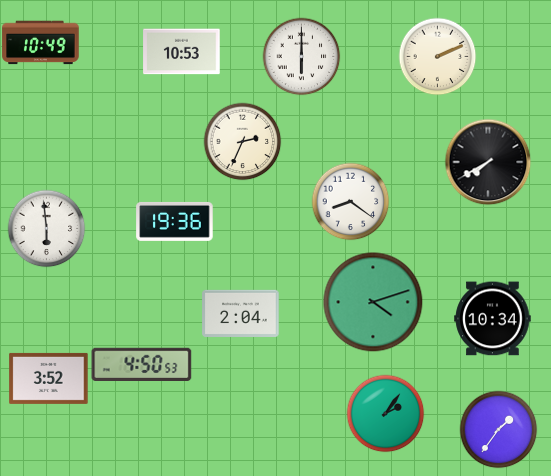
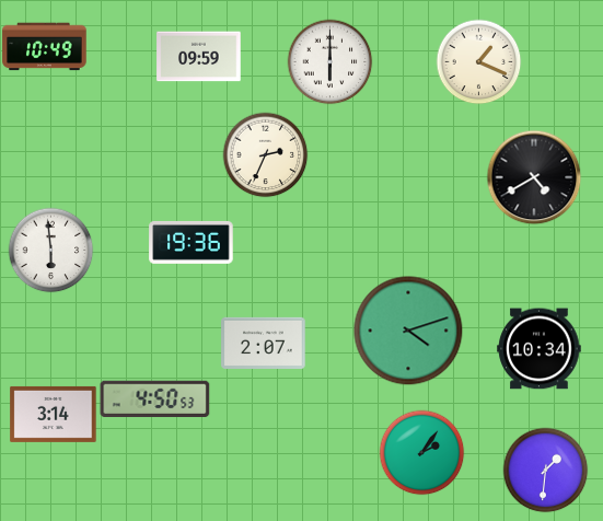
clock at (182, 52): 10:53 -> 09:59
clock at (437, 56): 2:11 -> 1:19
clock at (488, 162): 7:40 -> 4:40
clock at (350, 201): 8:21 -> none
clock at (241, 313): 2:04 -> 2:07
clock at (49, 378): 3:52 -> 3:14
clock at (498, 429): 1:36 -> 1:31
